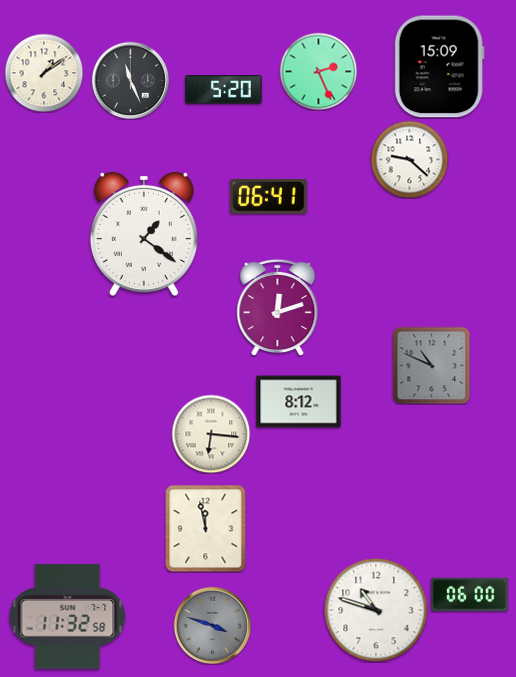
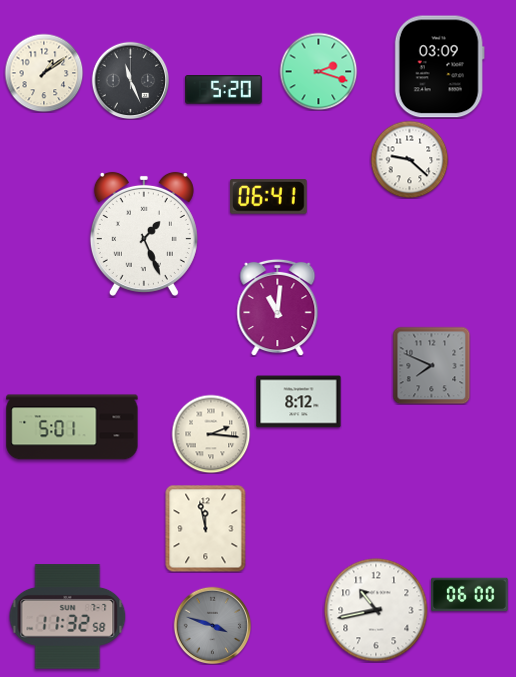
clock at (439, 67): 15:09 -> 03:09
clock at (318, 71): 2:26 -> 2:18
clock at (144, 234): 1:21 -> 1:26
clock at (278, 307): 12:12 -> 11:01
clock at (431, 365): 10:49 -> 7:49
clock at (72, 427): none -> 5:01
clock at (211, 434): 6:16 -> 2:16
clock at (376, 610): 10:48 -> 10:43
